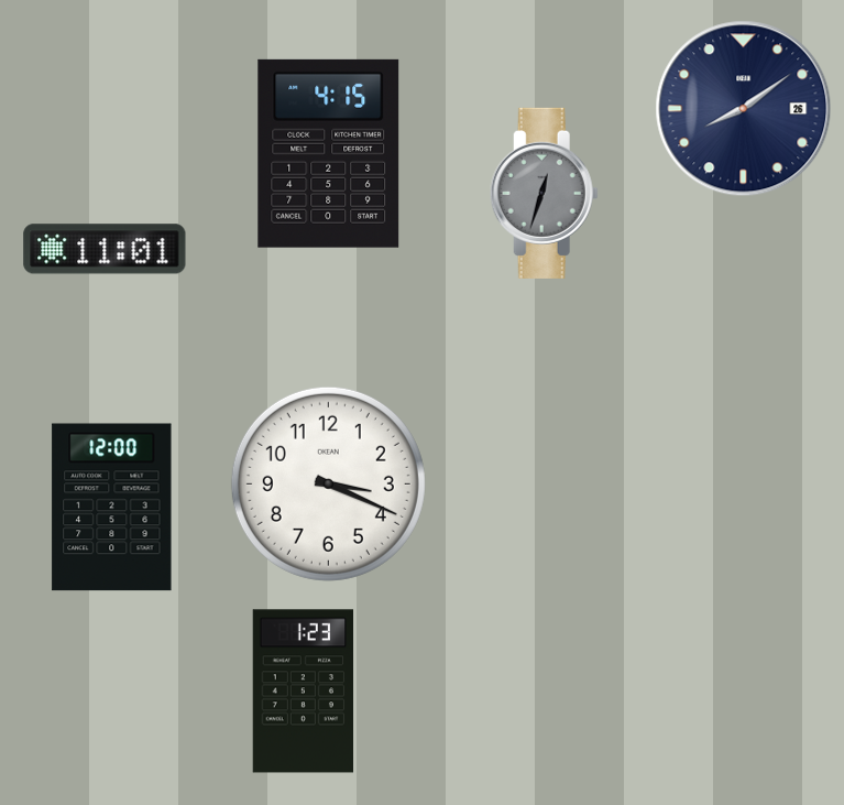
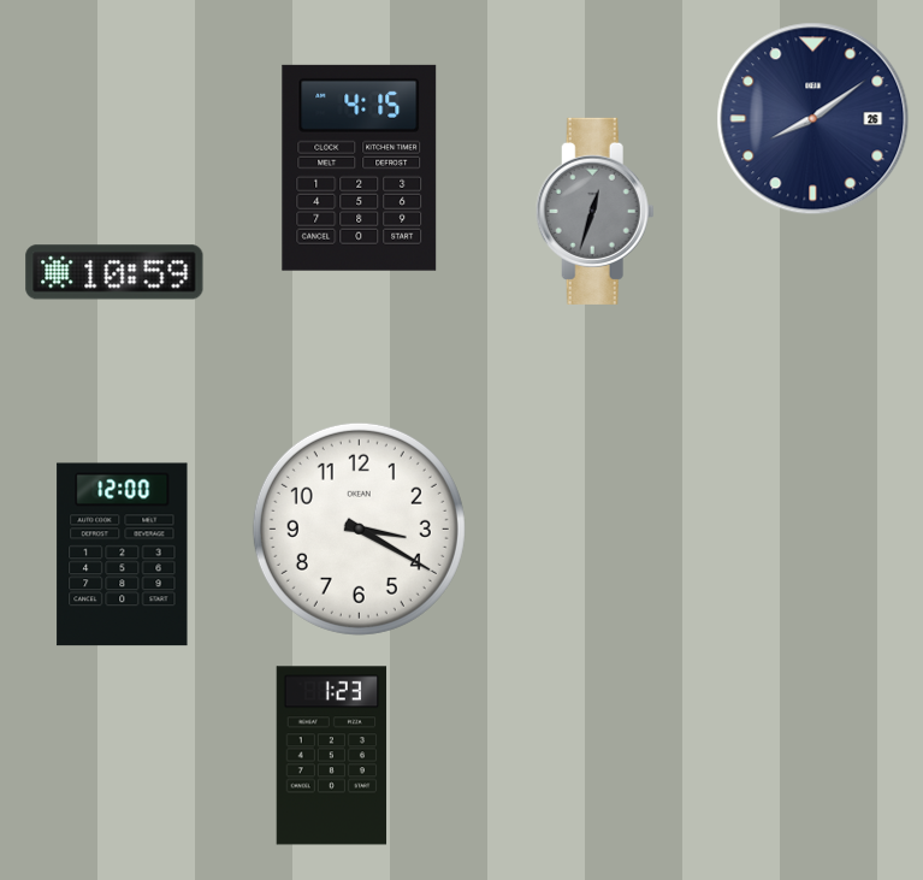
clock at (105, 249): 11:01 -> 10:59
clock at (328, 483): 3:19 -> 3:20
